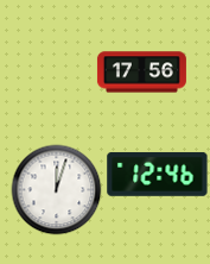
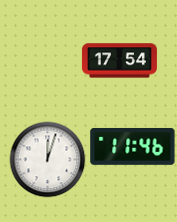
clock at (141, 73): 17:56 -> 17:54
clock at (158, 174): 12:46 -> 11:46
